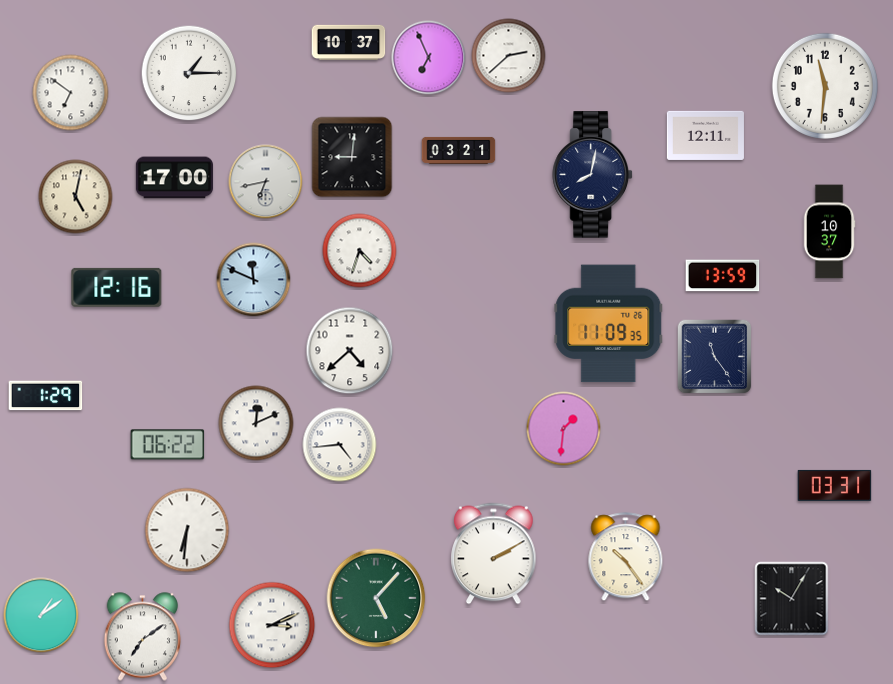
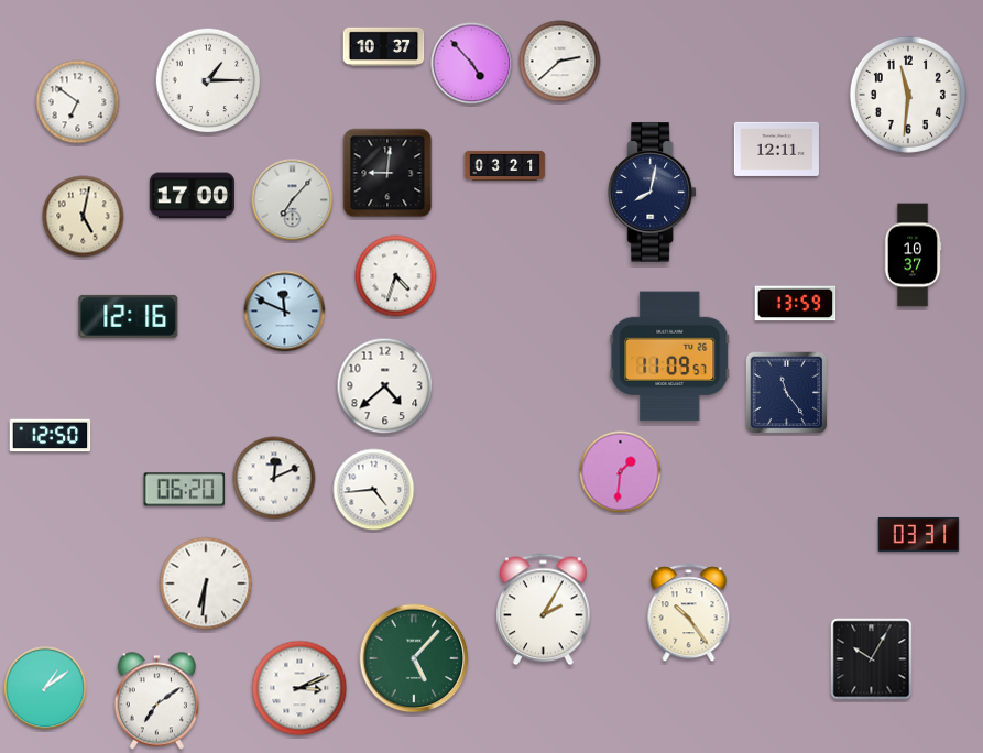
clock at (429, 58): 6:56 -> 4:53
clock at (266, 182): 6:43 -> 7:07
clock at (254, 280) position: (254, 280) -> (285, 312)
clock at (609, 324): 11:09:35 -> 11:09:57
clock at (46, 396): 1:29 -> 12:50
clock at (256, 423) position: (256, 423) -> (274, 478)
clock at (168, 445): 06:22 -> 06:20
clock at (494, 554): 2:10 -> 2:05
clock at (41, 615) position: (41, 615) -> (45, 688)
